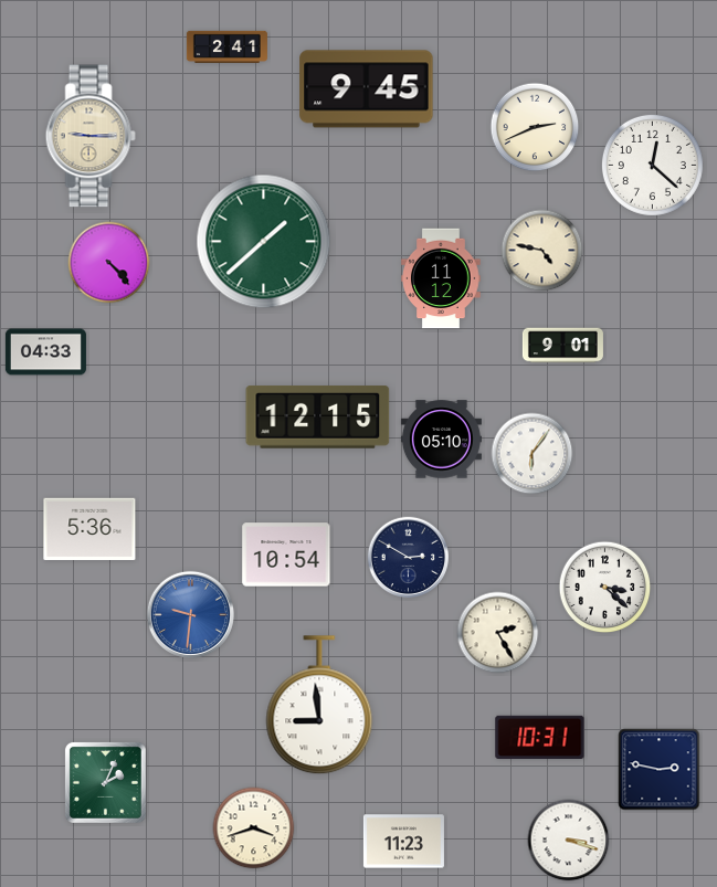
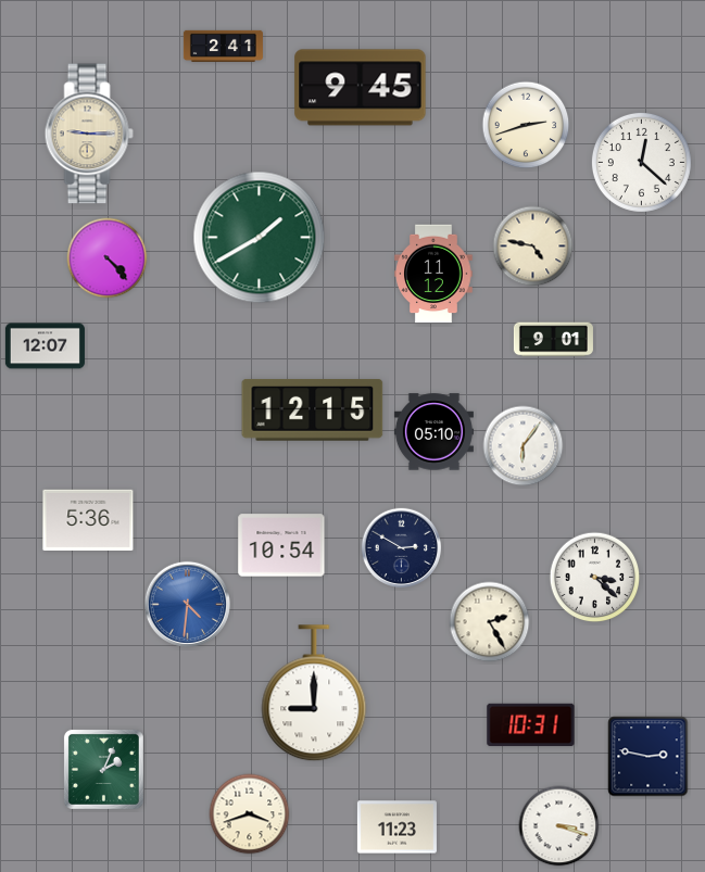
clock at (535, 127): 2:41 -> 2:42
clock at (264, 242): 1:38 -> 1:40
clock at (45, 352): 04:33 -> 12:07
clock at (190, 614): 9:31 -> 4:31
clock at (319, 706): 8:59 -> 9:00
